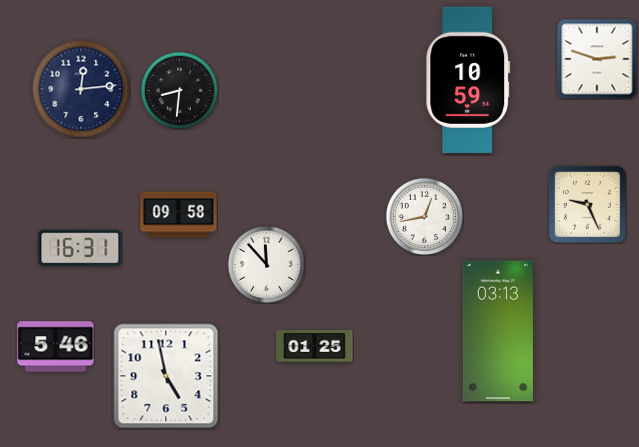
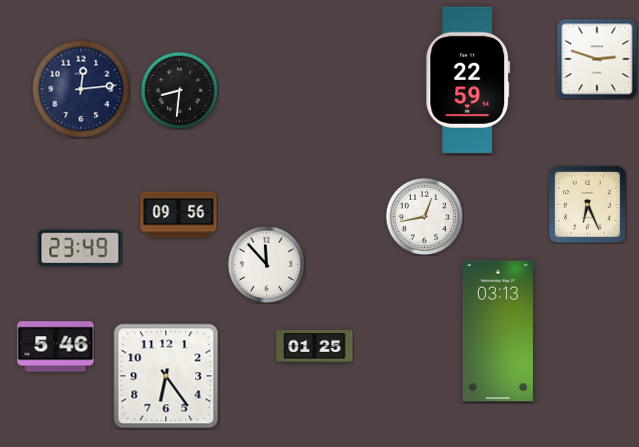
clock at (468, 80): 10:59 -> 22:59
clock at (587, 204): 9:26 -> 6:26
clock at (179, 215): 09:58 -> 09:56
clock at (80, 248): 16:31 -> 23:49
clock at (166, 376): 4:58 -> 6:24
